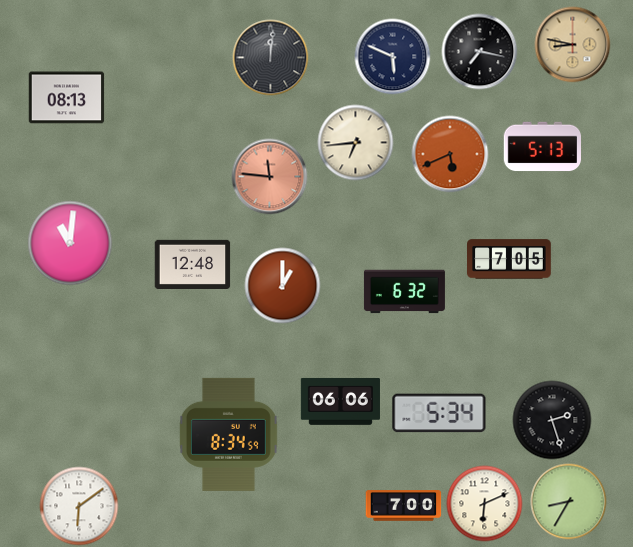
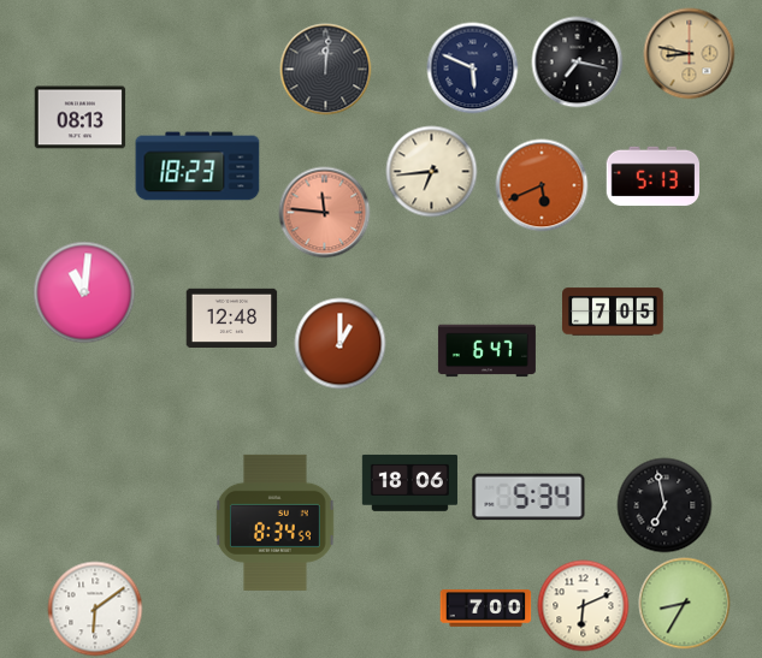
clock at (197, 166): none -> 18:23
clock at (356, 143) position: (356, 143) -> (432, 172)
clock at (404, 292): 6:32 -> 6:47
clock at (340, 402): 06:06 -> 18:06
clock at (552, 420): 2:27 -> 6:58
